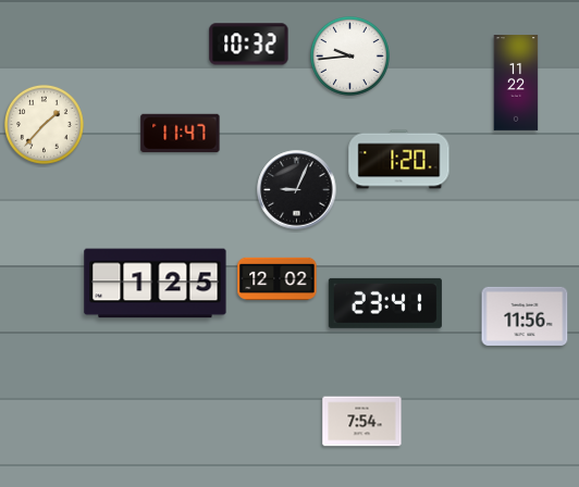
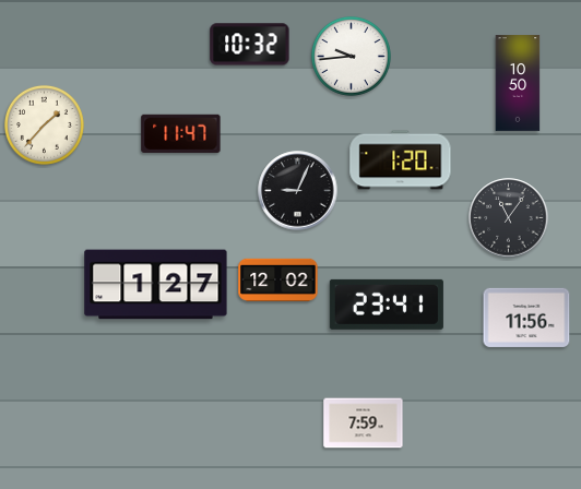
clock at (516, 83): 11:22 -> 10:50
clock at (509, 218): none -> 11:06
clock at (156, 284): 1:25 -> 1:27
clock at (362, 422): 7:54 -> 7:59
